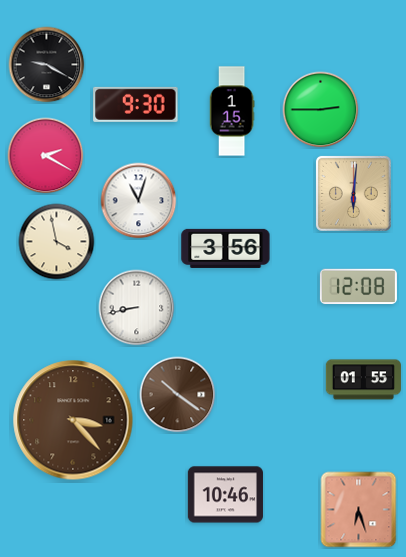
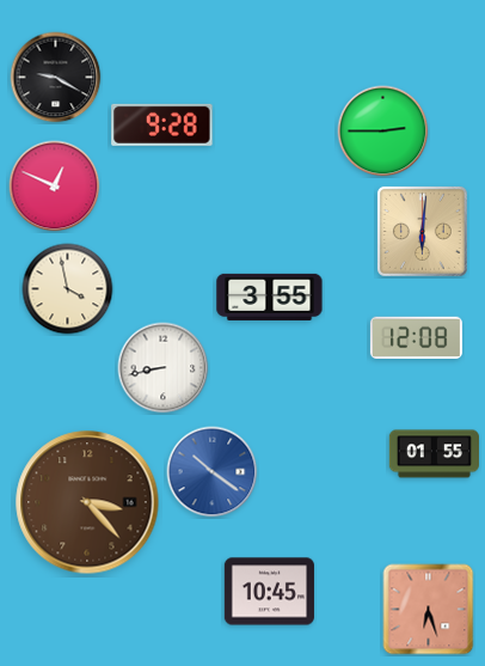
clock at (136, 104): 9:30 -> 9:28
clock at (232, 111): 1:15 -> none
clock at (46, 156): 2:20 -> 12:49
clock at (139, 201): 11:03 -> none
clock at (226, 248): 3:56 -> 3:55
clock at (358, 287) position: (358, 287) -> (416, 338)
clock at (178, 395) dial: brown -> blue
clock at (225, 495): 10:46 -> 10:45
